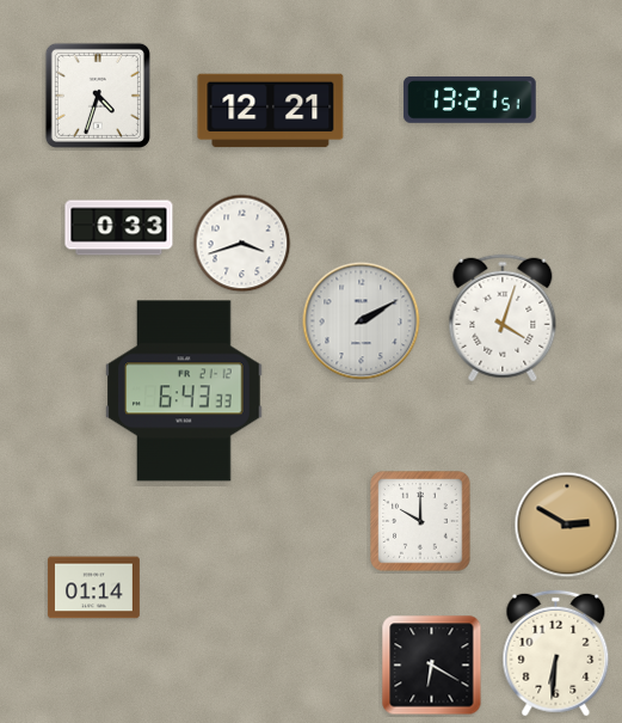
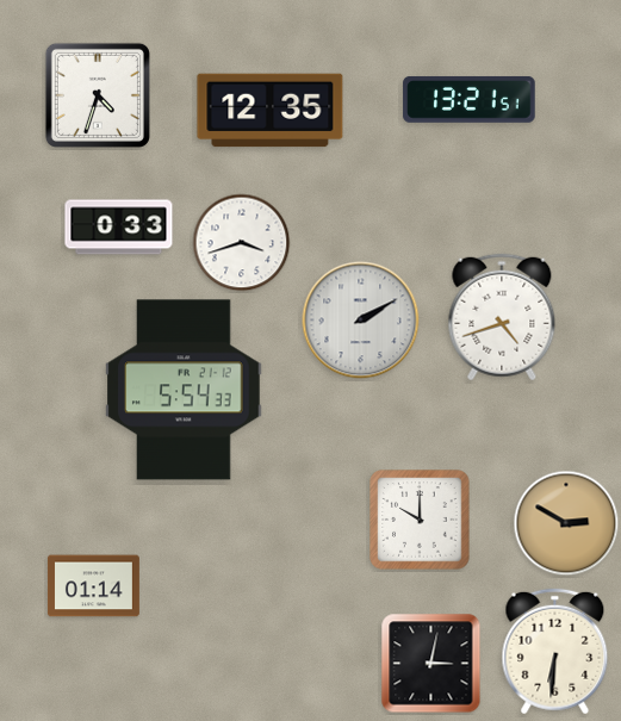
clock at (271, 111): 12:21 -> 12:35
clock at (503, 318): 4:03 -> 4:42
clock at (184, 391): 6:43 -> 5:54
clock at (432, 666): 6:20 -> 3:02
